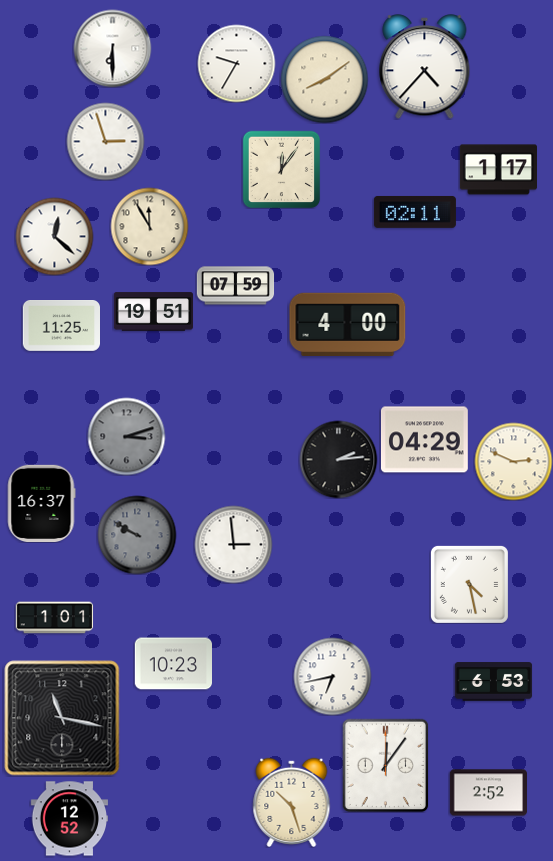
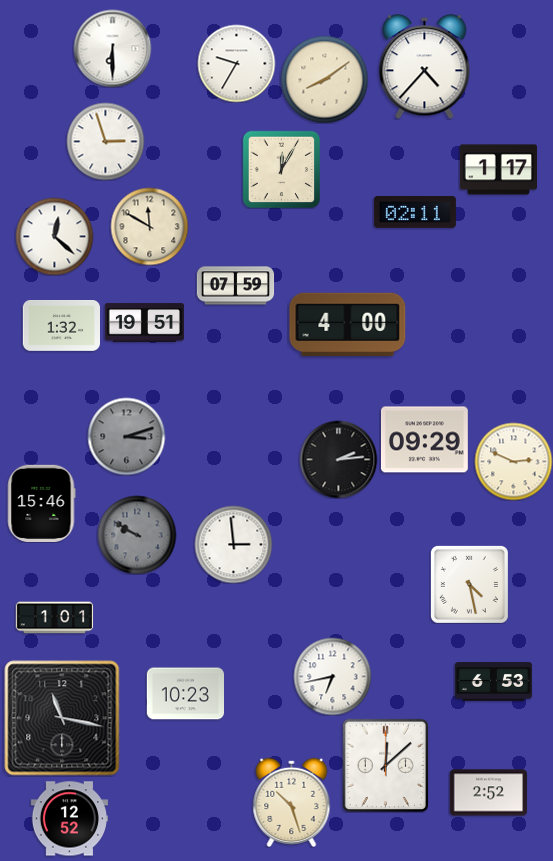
clock at (281, 169): 12:06 -> 12:05
clock at (149, 226): 11:55 -> 11:50
clock at (153, 312) position: (153, 312) -> (144, 323)
clock at (61, 326): 11:25 -> 1:32
clock at (424, 440): 04:29 -> 09:29
clock at (41, 503): 16:37 -> 15:46
clock at (173, 664) position: (173, 664) -> (185, 694)
clock at (386, 765): 12:06 -> 12:08
